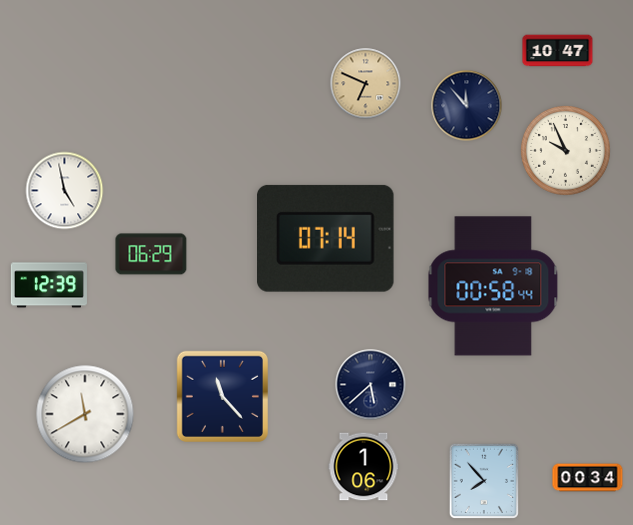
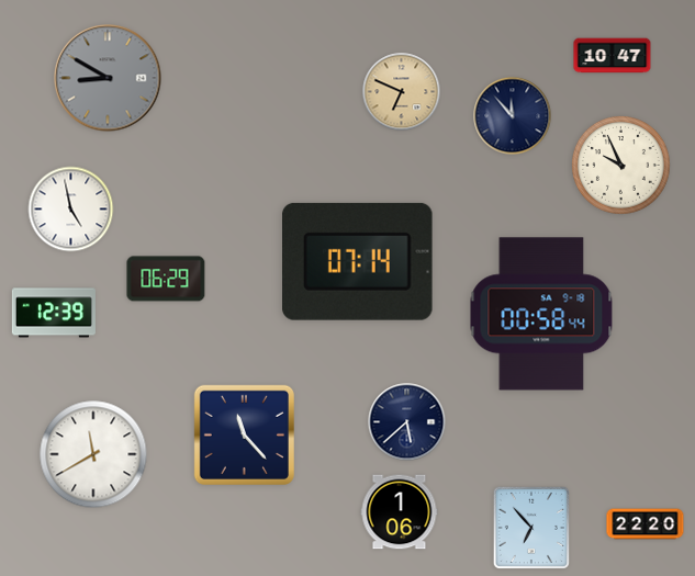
clock at (108, 78): none -> 8:50
clock at (588, 478): 00:34 -> 22:20
clock at (483, 481): 7:53 -> 6:53
